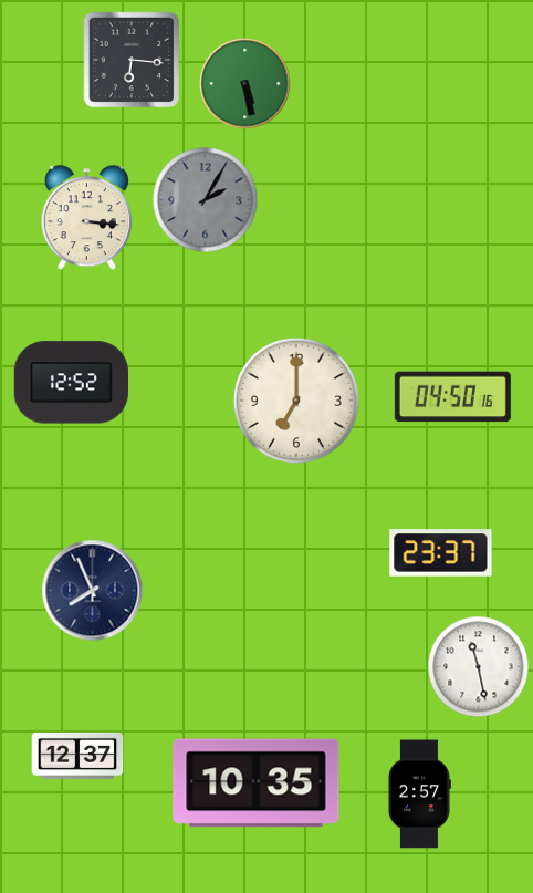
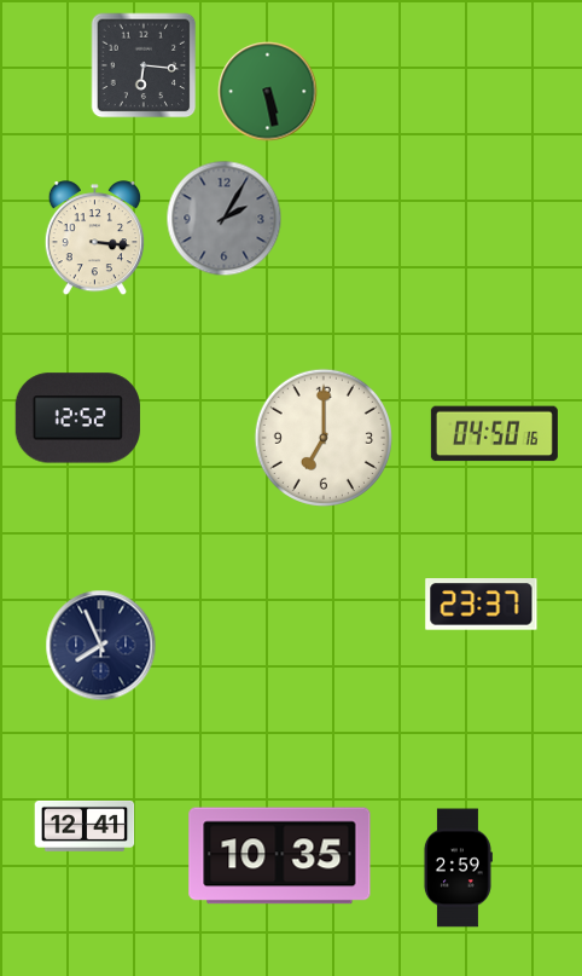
clock at (479, 667): 11:28 -> none
clock at (77, 756): 12:37 -> 12:41
clock at (419, 795): 2:57 -> 2:59
